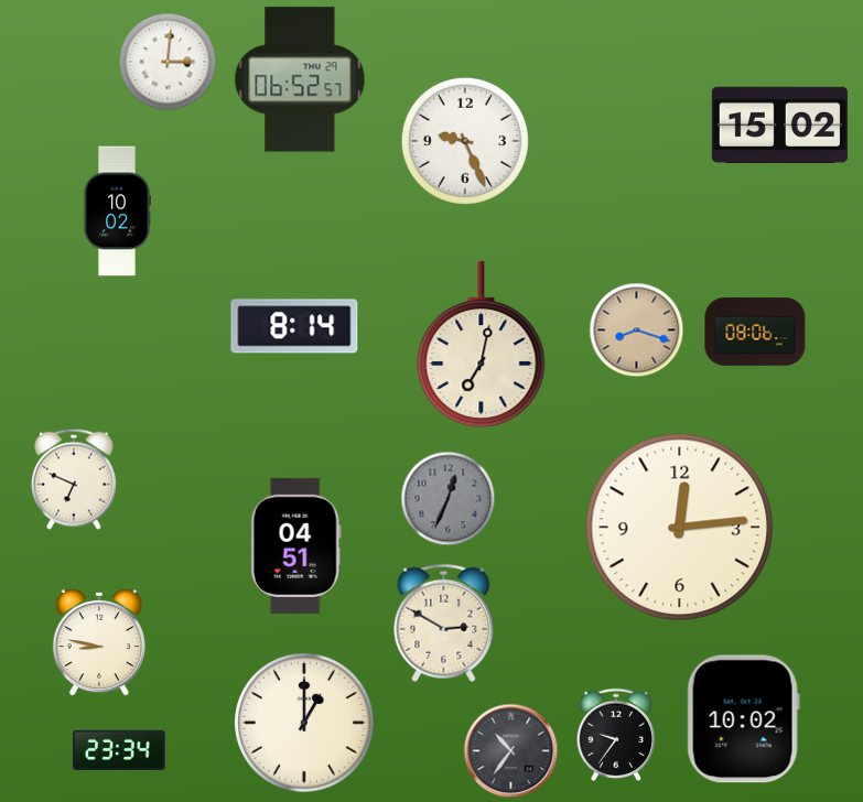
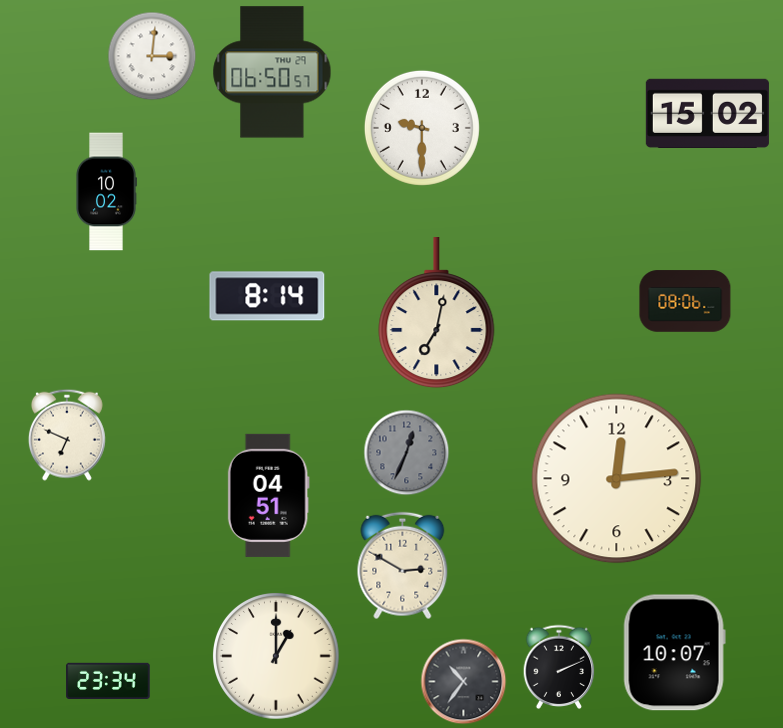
clock at (300, 79): 06:52 -> 06:50
clock at (465, 141): 9:26 -> 9:30
clock at (637, 330): 8:18 -> none
clock at (98, 642): 8:47 -> none
clock at (743, 719): 10:02 -> 10:07
clock at (616, 735): 9:36 -> 2:11
